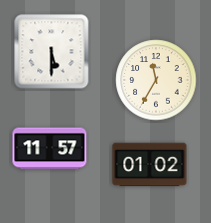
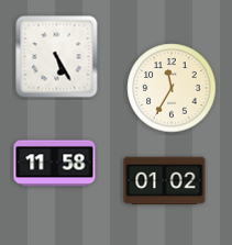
clock at (52, 52): 5:30 -> 5:25
clock at (50, 149): 11:57 -> 11:58
